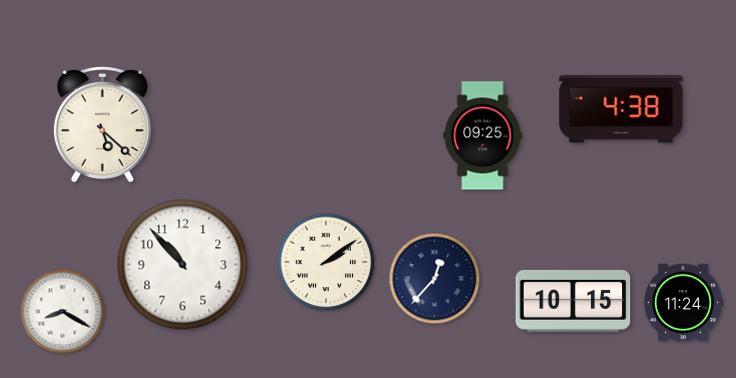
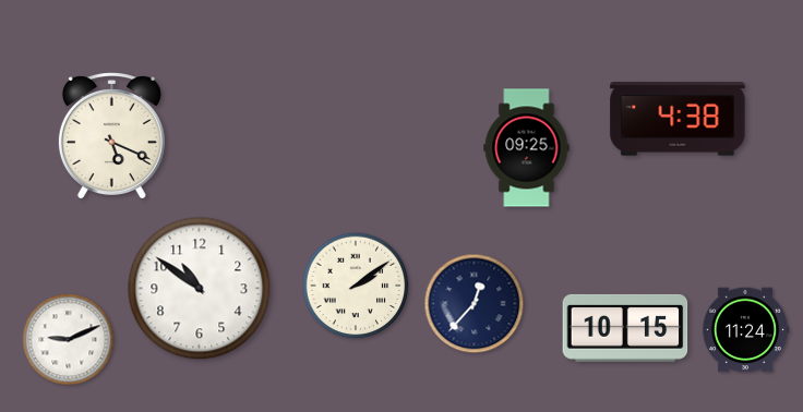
clock at (102, 125): 5:22 -> 5:19
clock at (183, 265): 10:53 -> 10:51
clock at (63, 312): 8:20 -> 9:11
